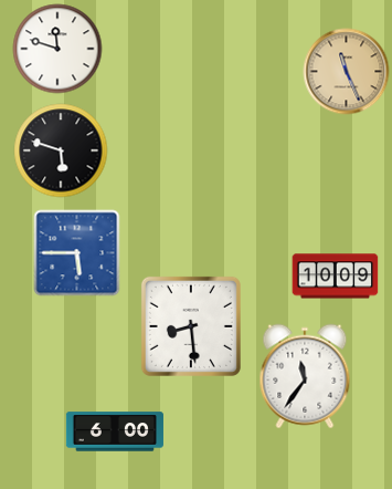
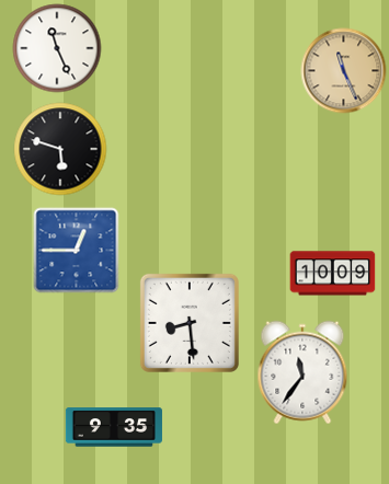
clock at (57, 49): 11:48 -> 11:26
clock at (76, 252): 5:45 -> 12:45
clock at (115, 431): 6:00 -> 9:35
